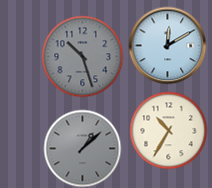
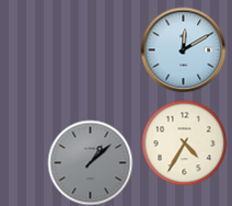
clock at (82, 56): 10:27 -> none
clock at (168, 130): 10:35 -> 4:35
